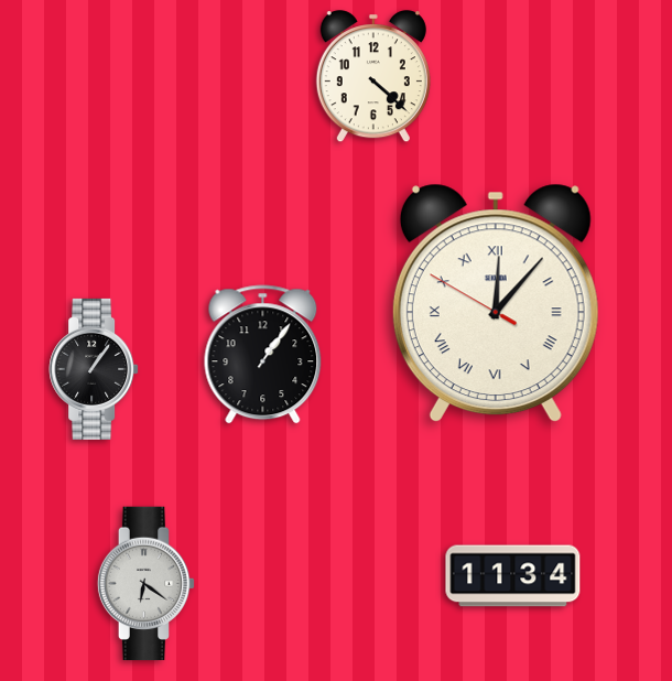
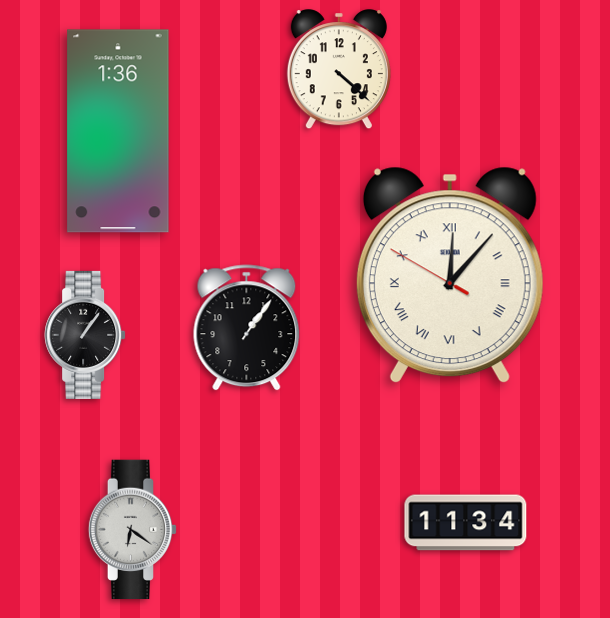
clock at (118, 131): none -> 1:36
clock at (263, 355) position: (263, 355) -> (247, 328)
